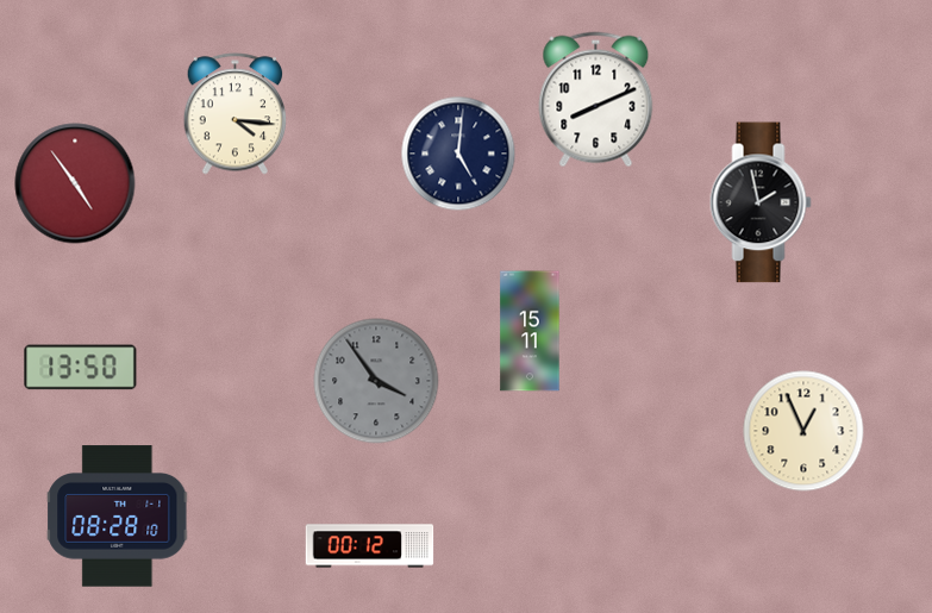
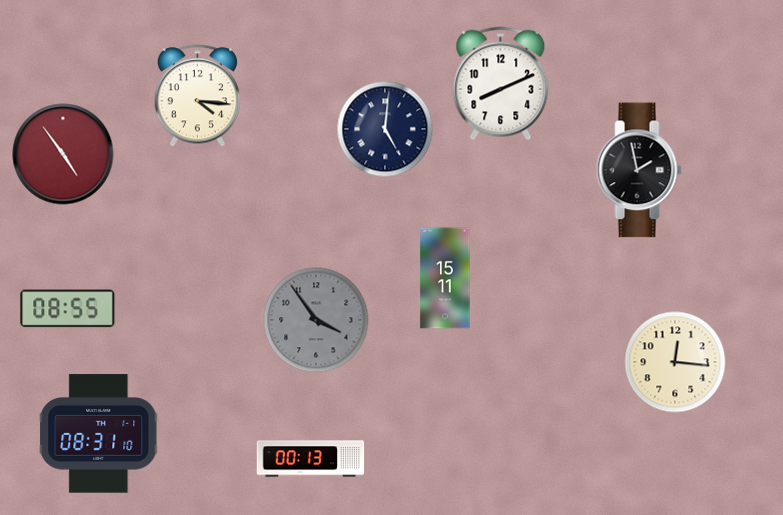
clock at (81, 368): 13:50 -> 08:55
clock at (803, 431): 12:56 -> 12:16
clock at (118, 517): 08:28 -> 08:31
clock at (370, 546): 00:12 -> 00:13
